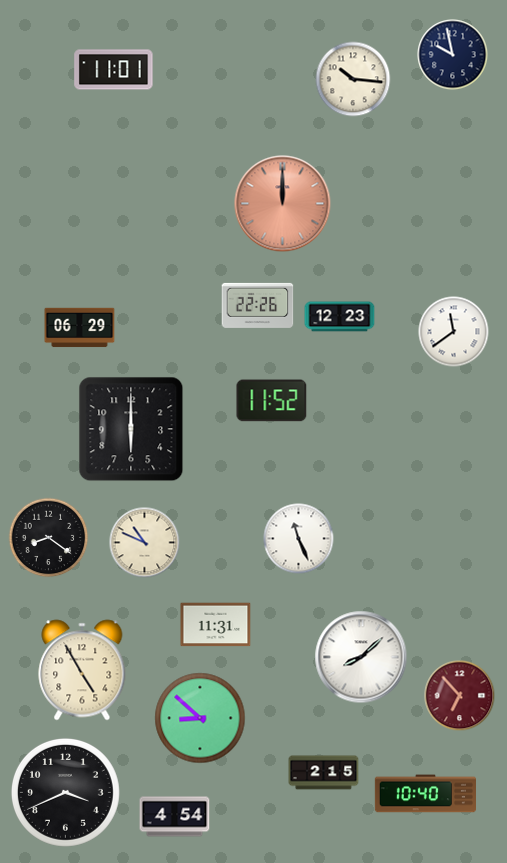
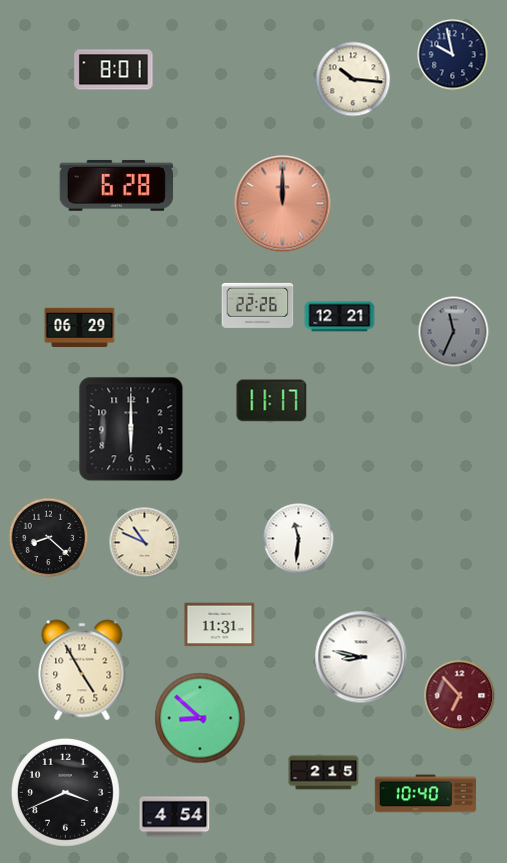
clock at (114, 70): 11:01 -> 8:01
clock at (117, 185): none -> 6:28
clock at (340, 317): 12:23 -> 12:21
clock at (454, 332): 11:39 -> 11:34
clock at (454, 332) dial: white -> grey
clock at (272, 401): 11:52 -> 11:17
clock at (49, 538): 8:21 -> 8:22
clock at (299, 539): 11:26 -> 11:31
clock at (216, 625) position: (216, 625) -> (220, 625)
clock at (361, 657): 8:08 -> 8:47
